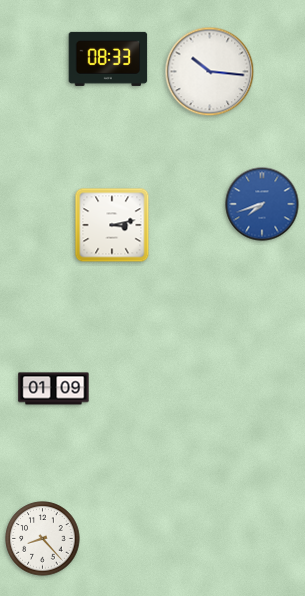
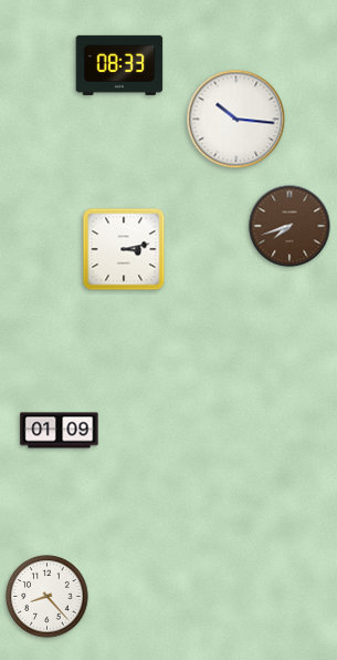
clock at (210, 72) position: (210, 72) -> (236, 120)
clock at (262, 204) dial: blue -> brown
